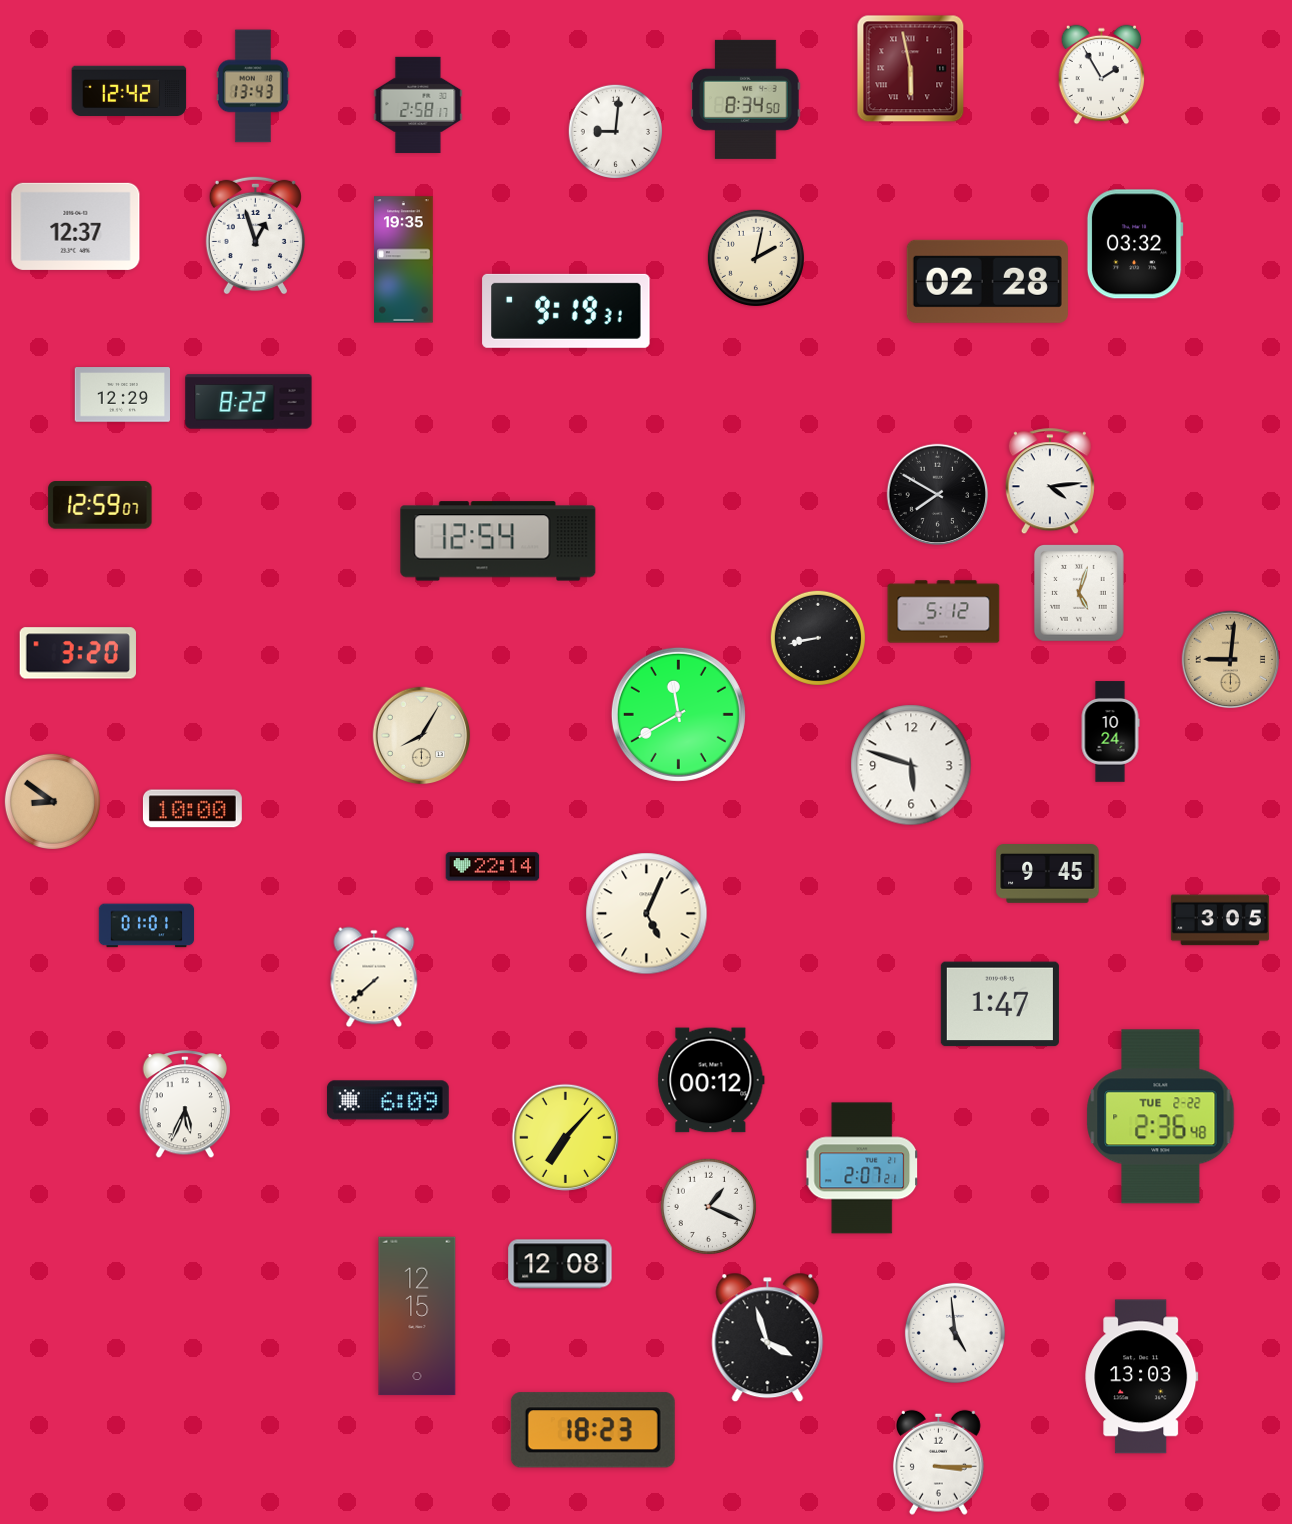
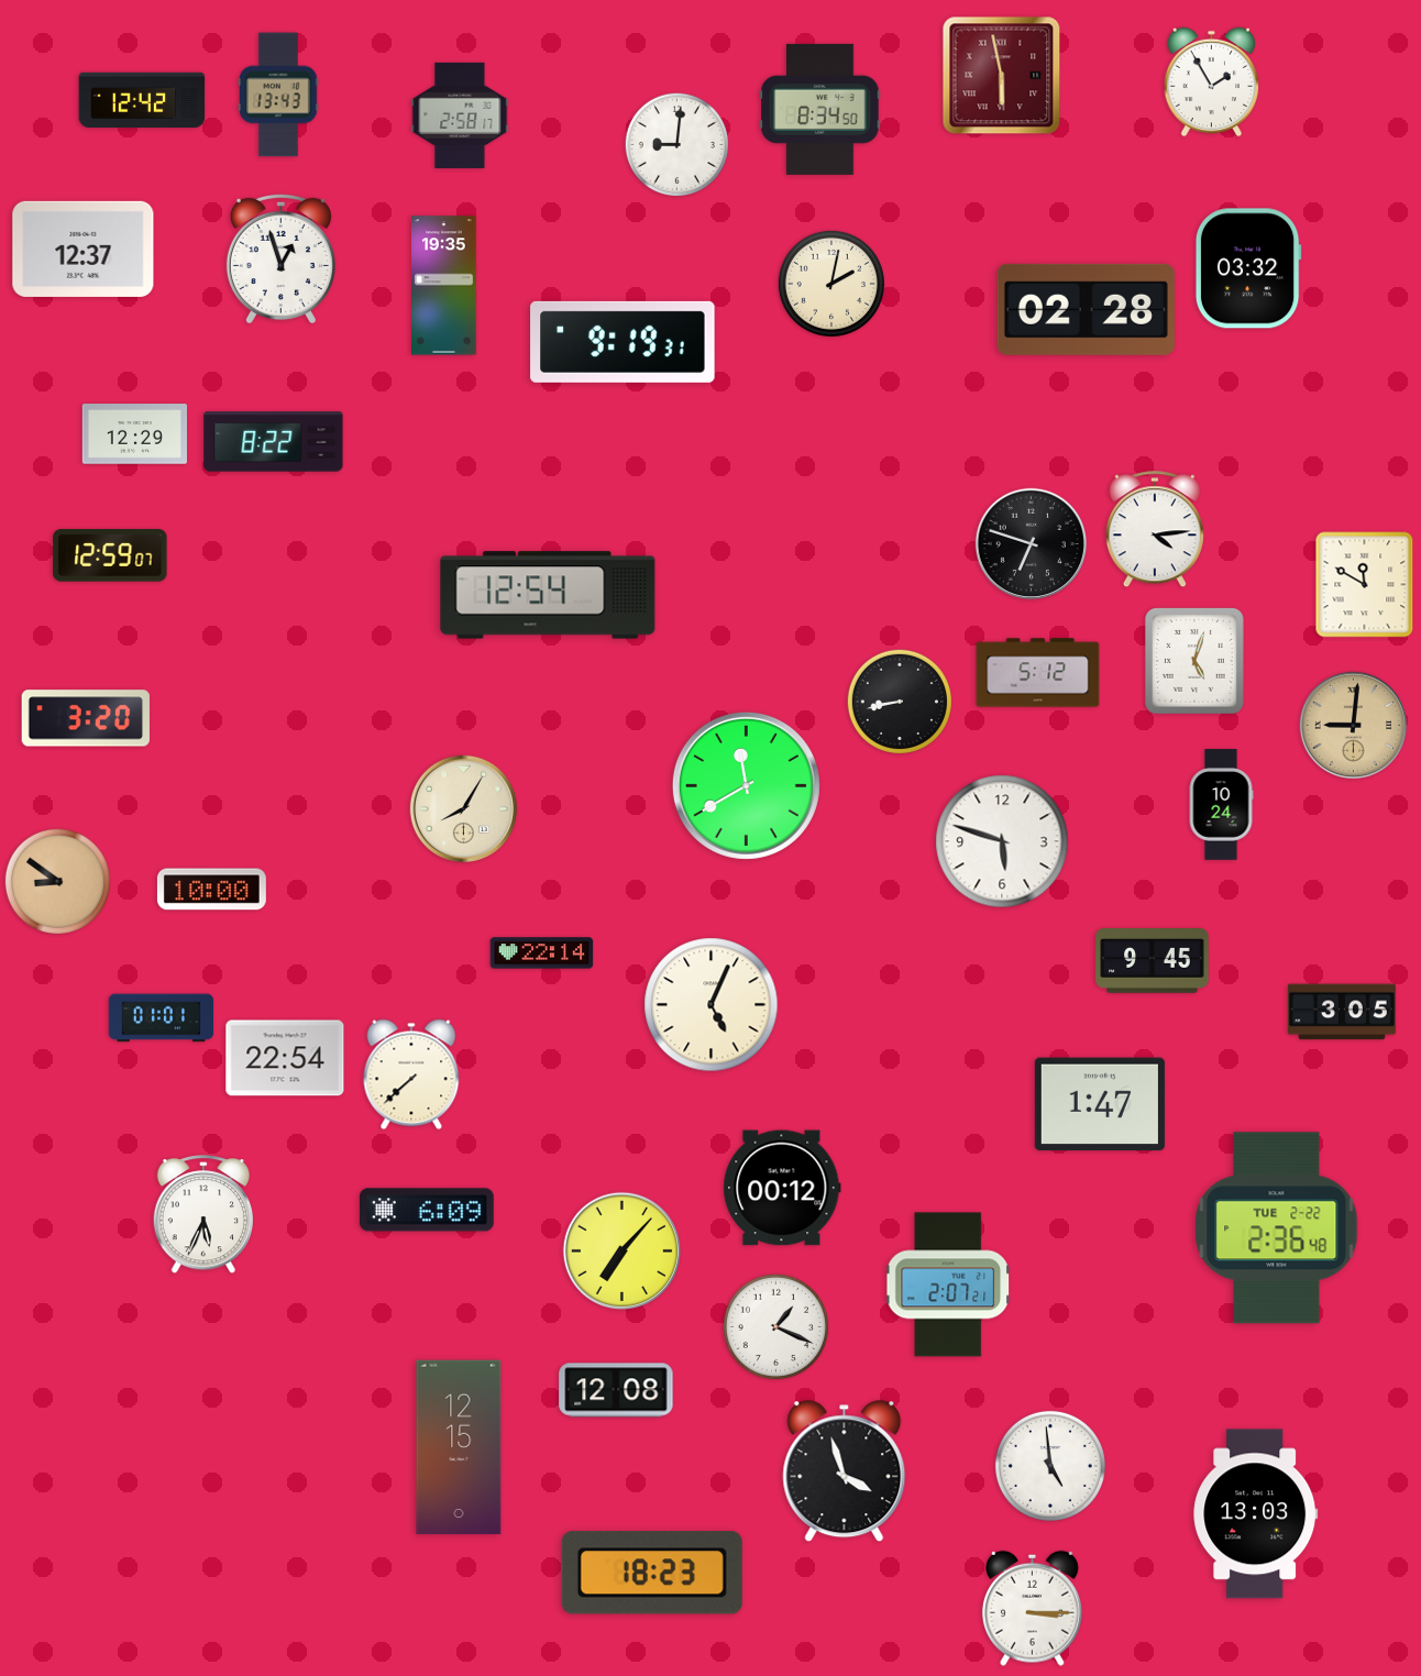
clock at (937, 494): 7:50 -> 6:48
clock at (1365, 585): none -> 11:50
clock at (1079, 594) position: (1079, 594) -> (1194, 662)
clock at (285, 1058): none -> 22:54
clock at (708, 1206) position: (708, 1206) -> (775, 1326)
